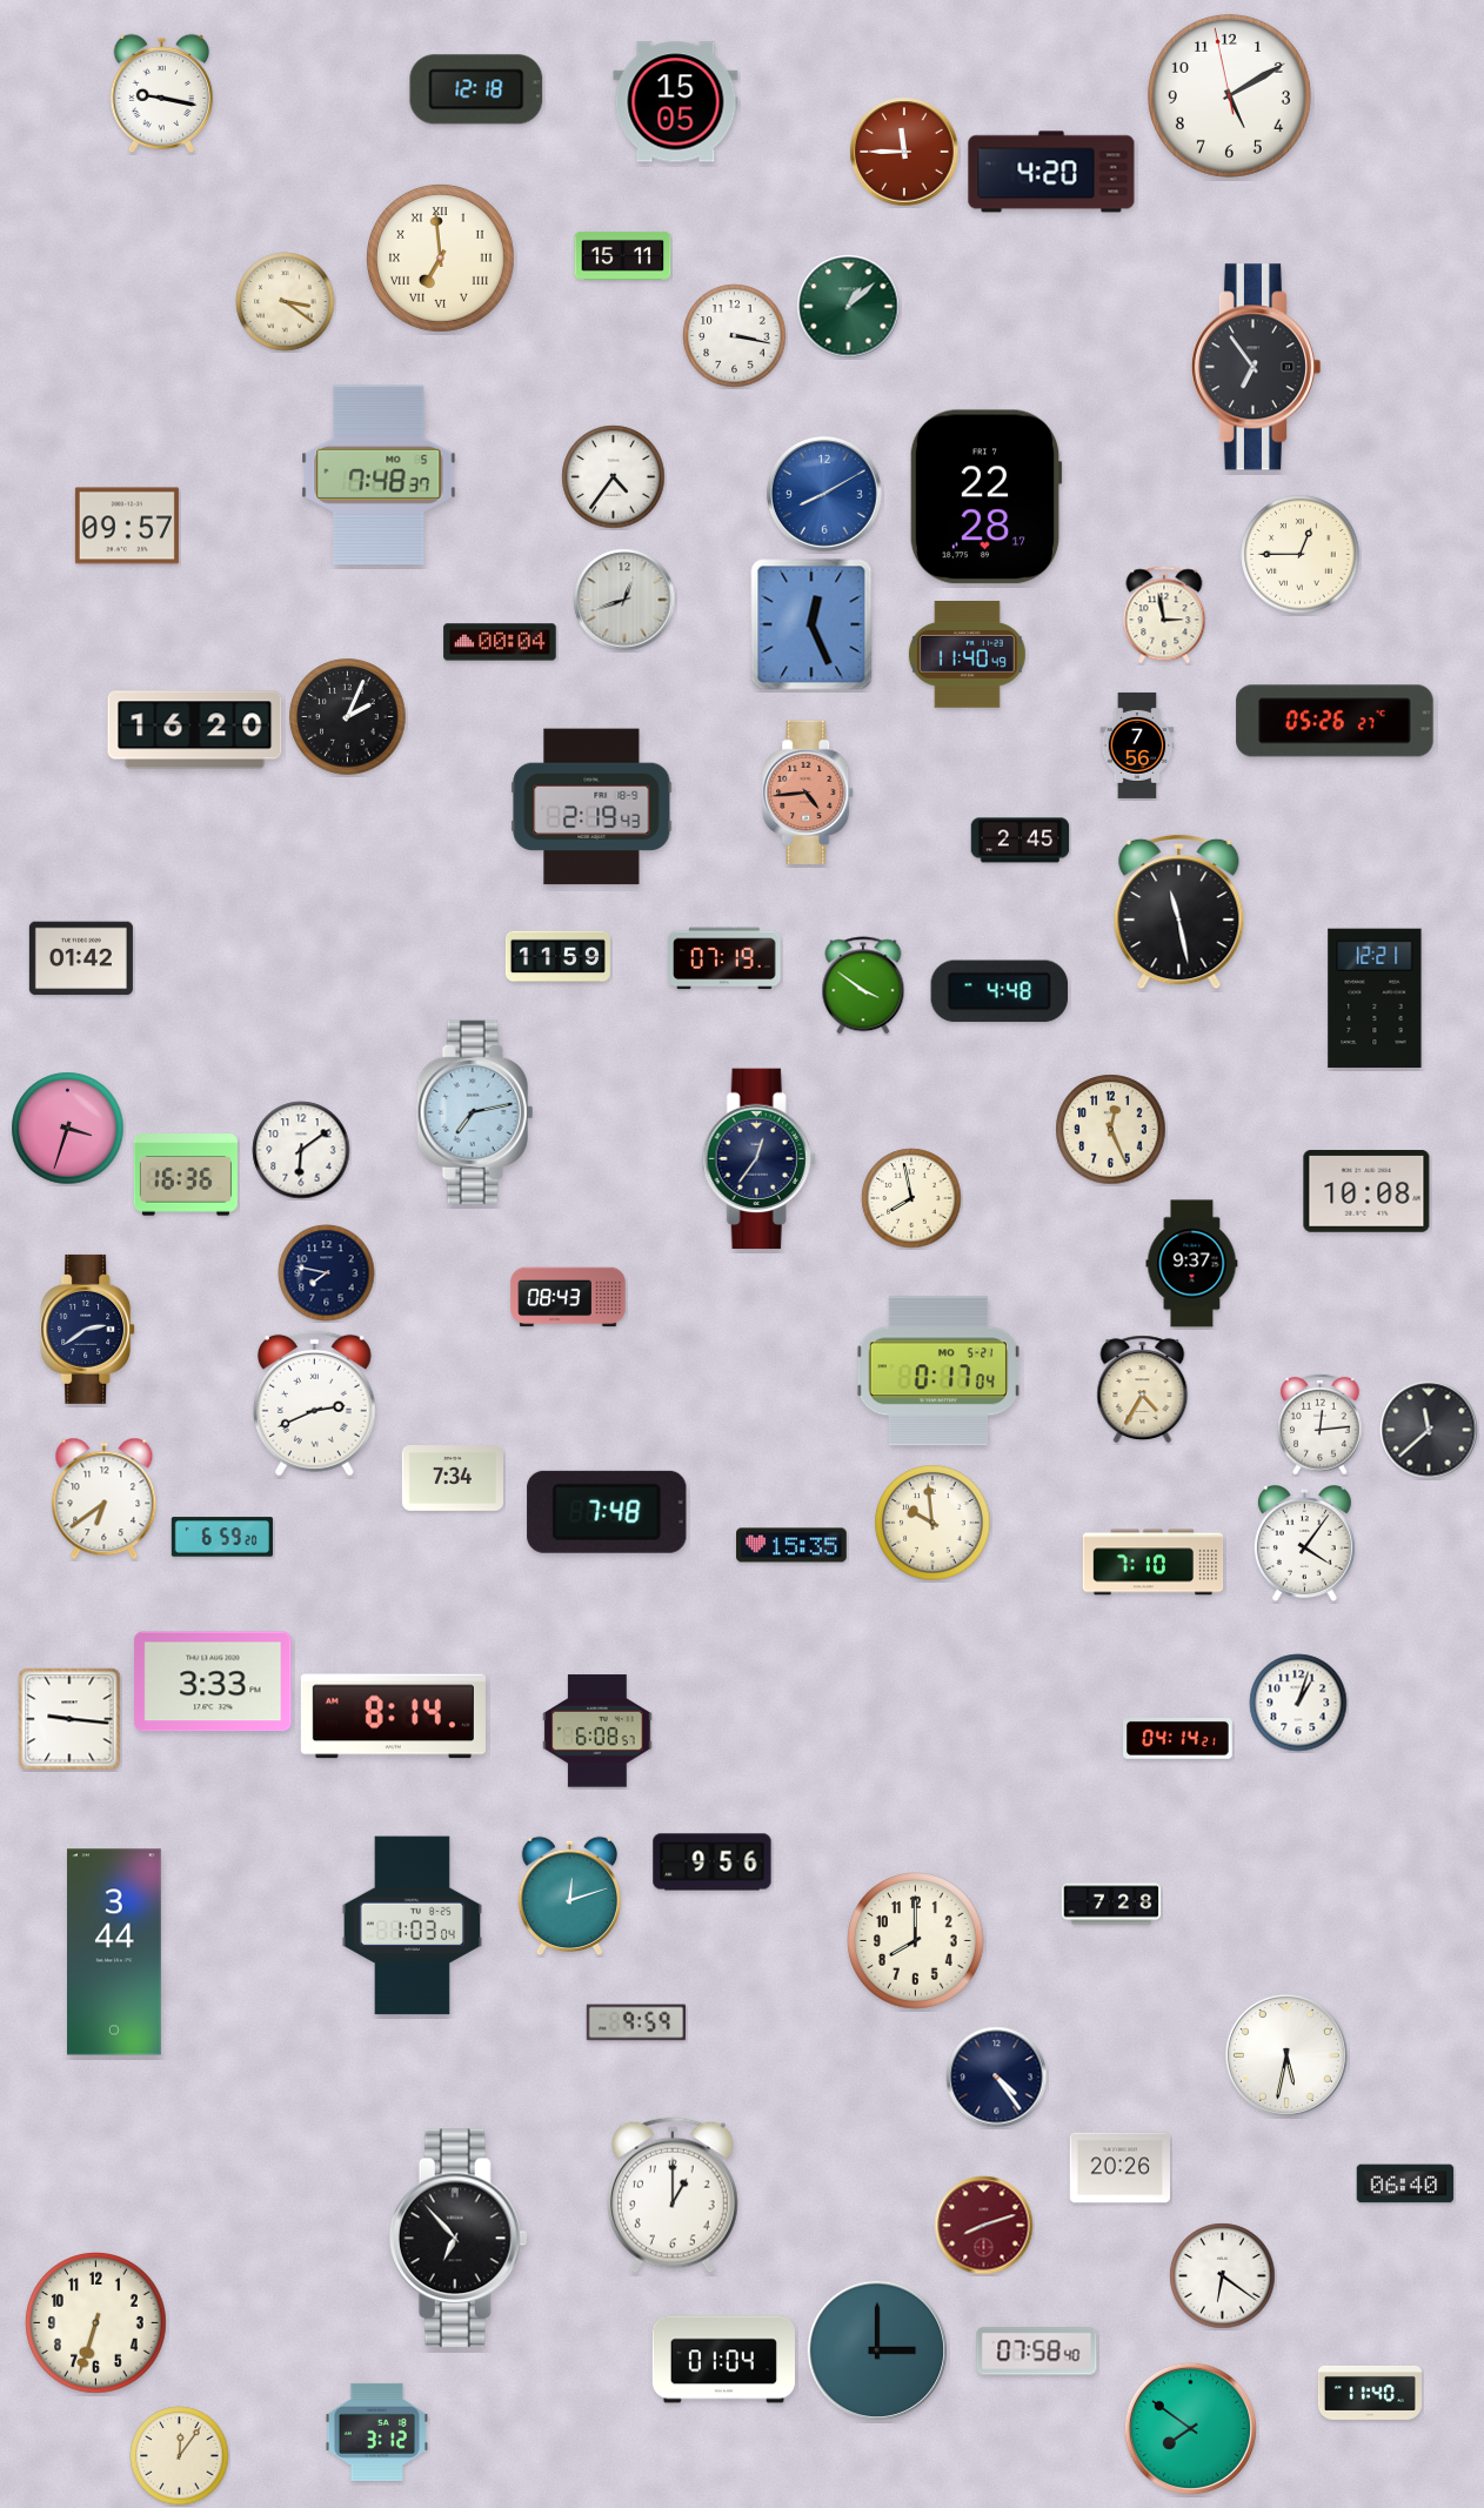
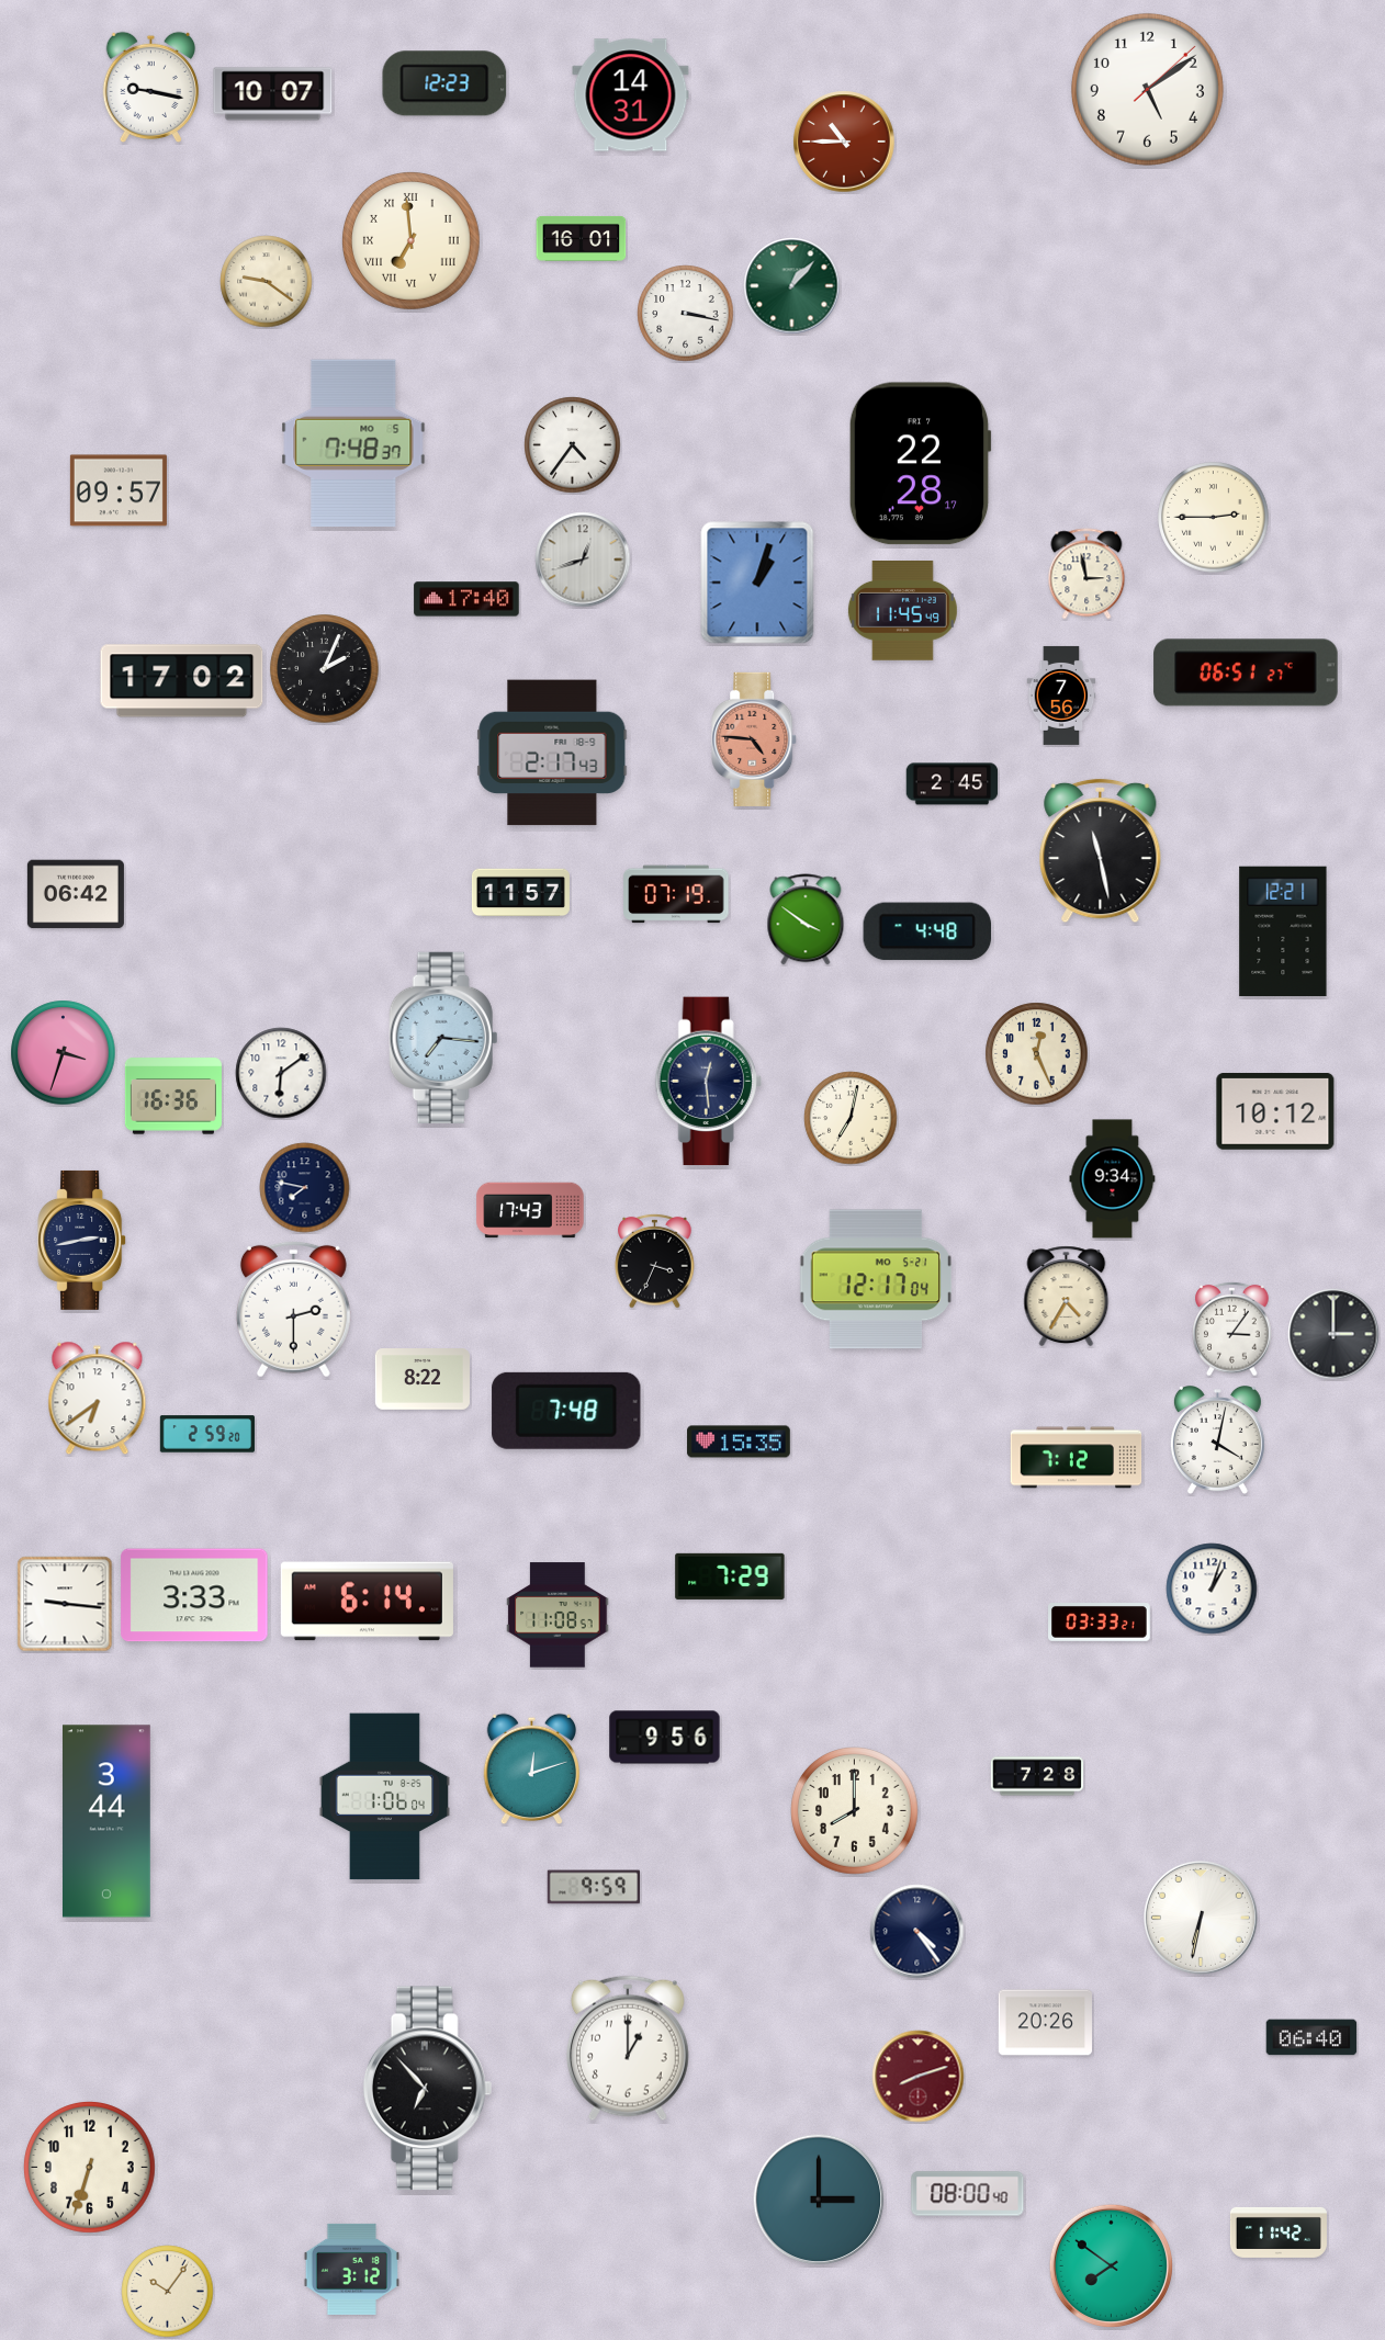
clock at (476, 89): 12:18 -> 12:23
clock at (1229, 95): 5:09:58 -> 5:09:08
clock at (273, 94): none -> 10:07
clock at (676, 102): 15:05 -> 14:31
clock at (904, 152): 11:45 -> 10:45
clock at (1051, 172): 4:20 -> none
clock at (623, 255): 15:11 -> 16:01
clock at (286, 302): 3:21 -> 9:21
clock at (849, 307): 1:08 -> 1:07
clock at (1255, 367): 6:54 -> none
clock at (825, 495): 8:10 -> none
clock at (1301, 555): 12:45 -> 2:45
clock at (811, 624): 12:26 -> 1:03
clock at (500, 642): 00:04 -> 17:40
clock at (967, 655): 11:40 -> 11:45
clock at (1335, 721): 05:26 -> 06:51
clock at (195, 730): 16:20 -> 17:02
clock at (809, 792): 4:44 -> 4:46
clock at (591, 807): 2:19 -> 2:17
clock at (557, 957): 11:59 -> 11:57
clock at (81, 958): 01:42 -> 06:42
clock at (1000, 991) position: (1000, 991) -> (927, 931)
clock at (475, 1112): 7:13 -> 7:16
clock at (758, 1159): 12:36 -> 12:29
clock at (1366, 1192): 10:08 -> 10:12
clock at (911, 1198): 7:58 -> 7:02
clock at (1192, 1264): 9:37 -> 9:34
clock at (568, 1297): 08:43 -> 17:43
clock at (88, 1329): 2:39 -> 2:43
clock at (655, 1261): none -> 3:34
clock at (938, 1371): 0:17 -> 12:17
clock at (314, 1403): 2:41 -> 2:30
clock at (1321, 1424): 12:14 -> 3:06
clock at (1429, 1430): 11:38 -> 3:00
clock at (452, 1479): 7:34 -> 8:22
clock at (932, 1523): 9:59 -> none
clock at (222, 1537): 6:59 -> 2:59
clock at (1304, 1544): 4:06 -> 4:02
clock at (1154, 1563): 7:10 -> 7:12
clock at (213, 1681) position: (213, 1681) -> (194, 1595)
clock at (730, 1576): none -> 7:29
clock at (393, 1717): 8:14 -> 6:14
clock at (597, 1731): 6:08 -> 11:08
clock at (1178, 1739): 04:14 -> 03:33
clock at (413, 1926): 1:03 -> 1:06
clock at (1286, 2055): 5:32 -> 6:32
clock at (997, 2078) position: (997, 2078) -> (917, 1932)
clock at (1223, 2276): 6:21 -> none
clock at (877, 2350) position: (877, 2350) -> (819, 2200)
clock at (1037, 2352): 07:58 -> 08:00
clock at (723, 2360): 01:04 -> none
clock at (1370, 2393): 11:40 -> 11:42
clock at (180, 2456): 12:06 -> 10:06
